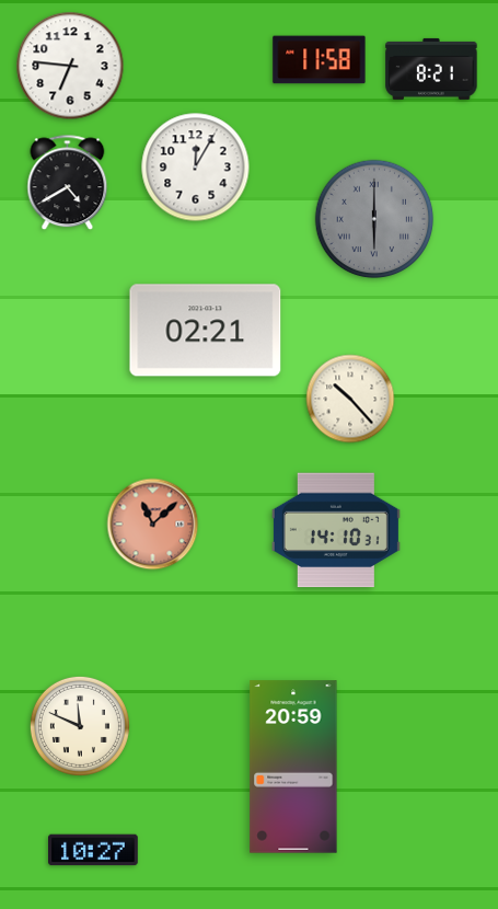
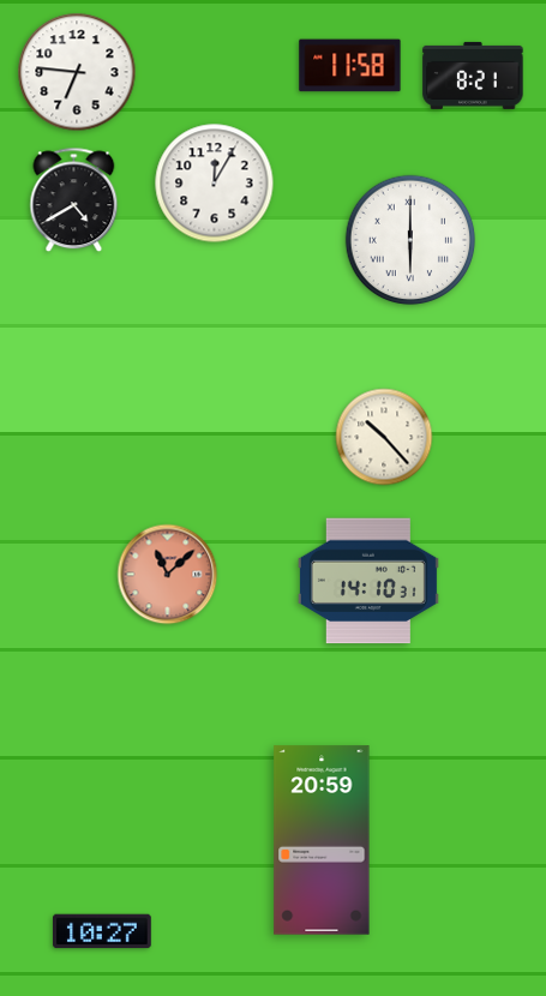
clock at (374, 219) dial: grey -> white
clock at (206, 331): 02:21 -> none
clock at (80, 726): 11:49 -> none
